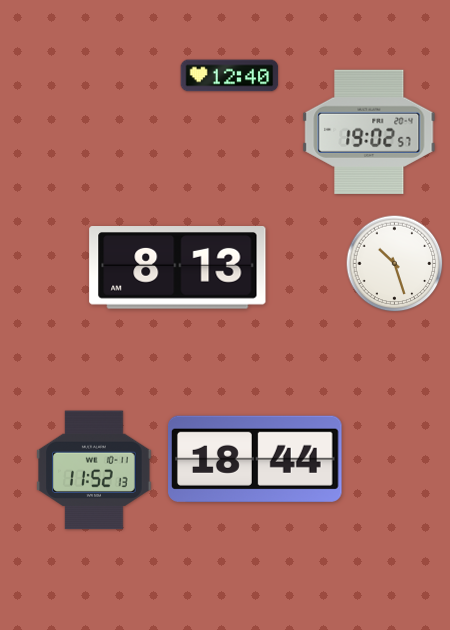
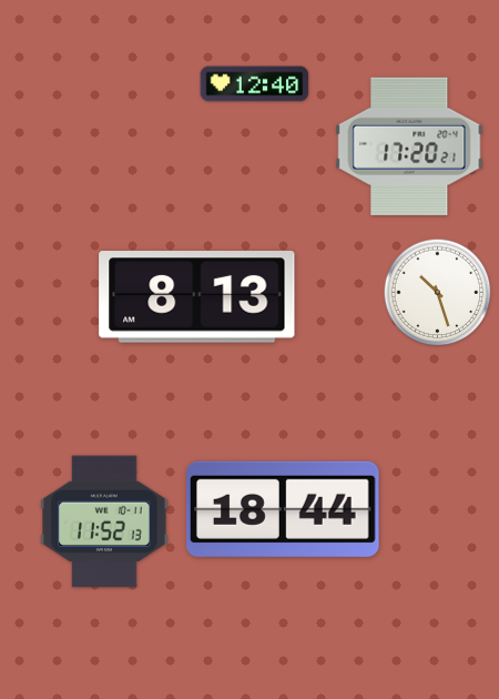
clock at (369, 132): 19:02 -> 17:20
